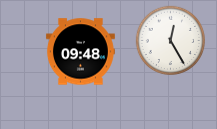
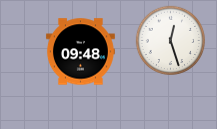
clock at (171, 41): 12:25 -> 12:27
